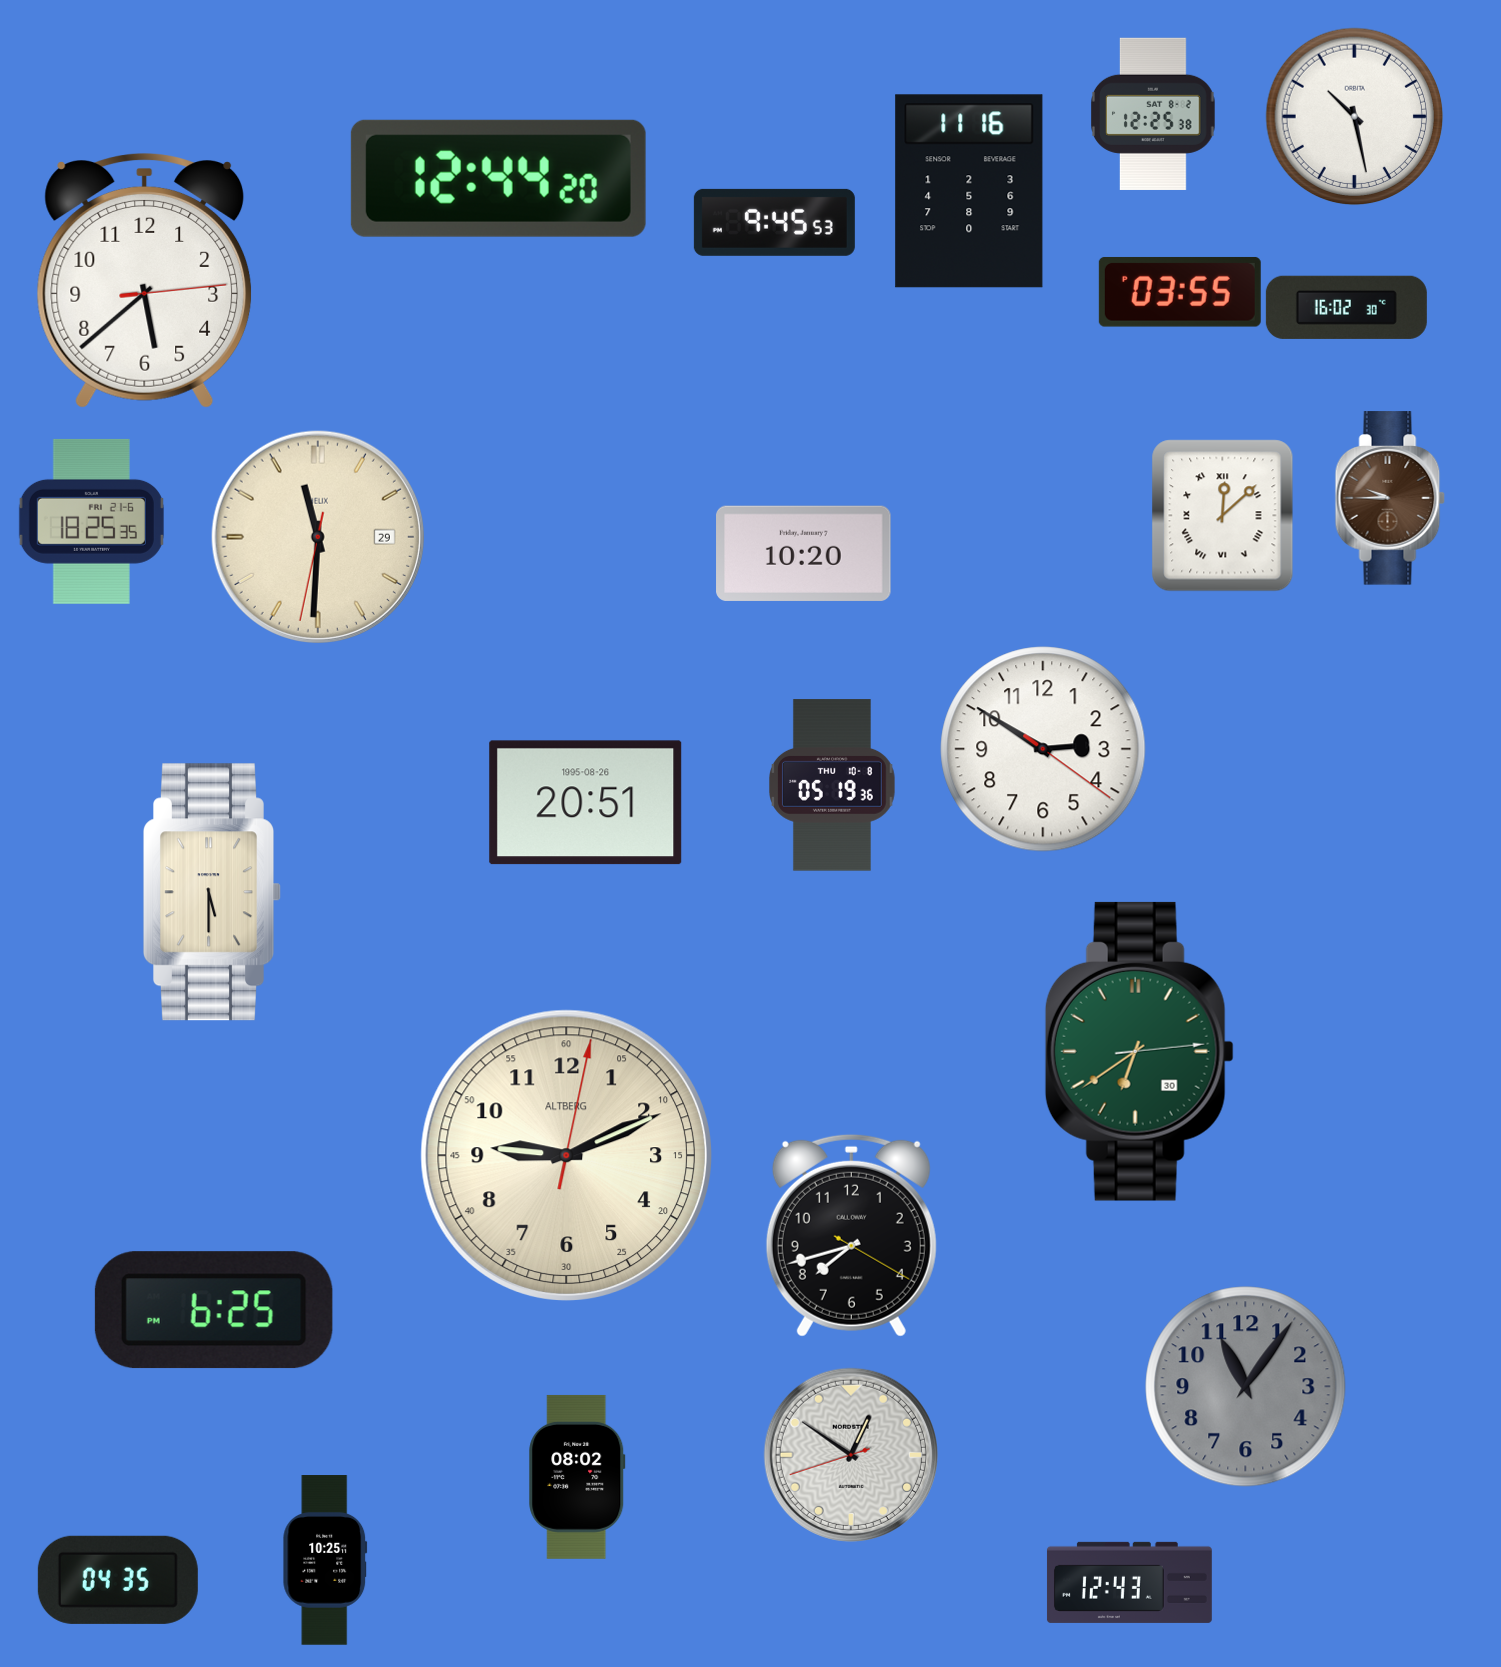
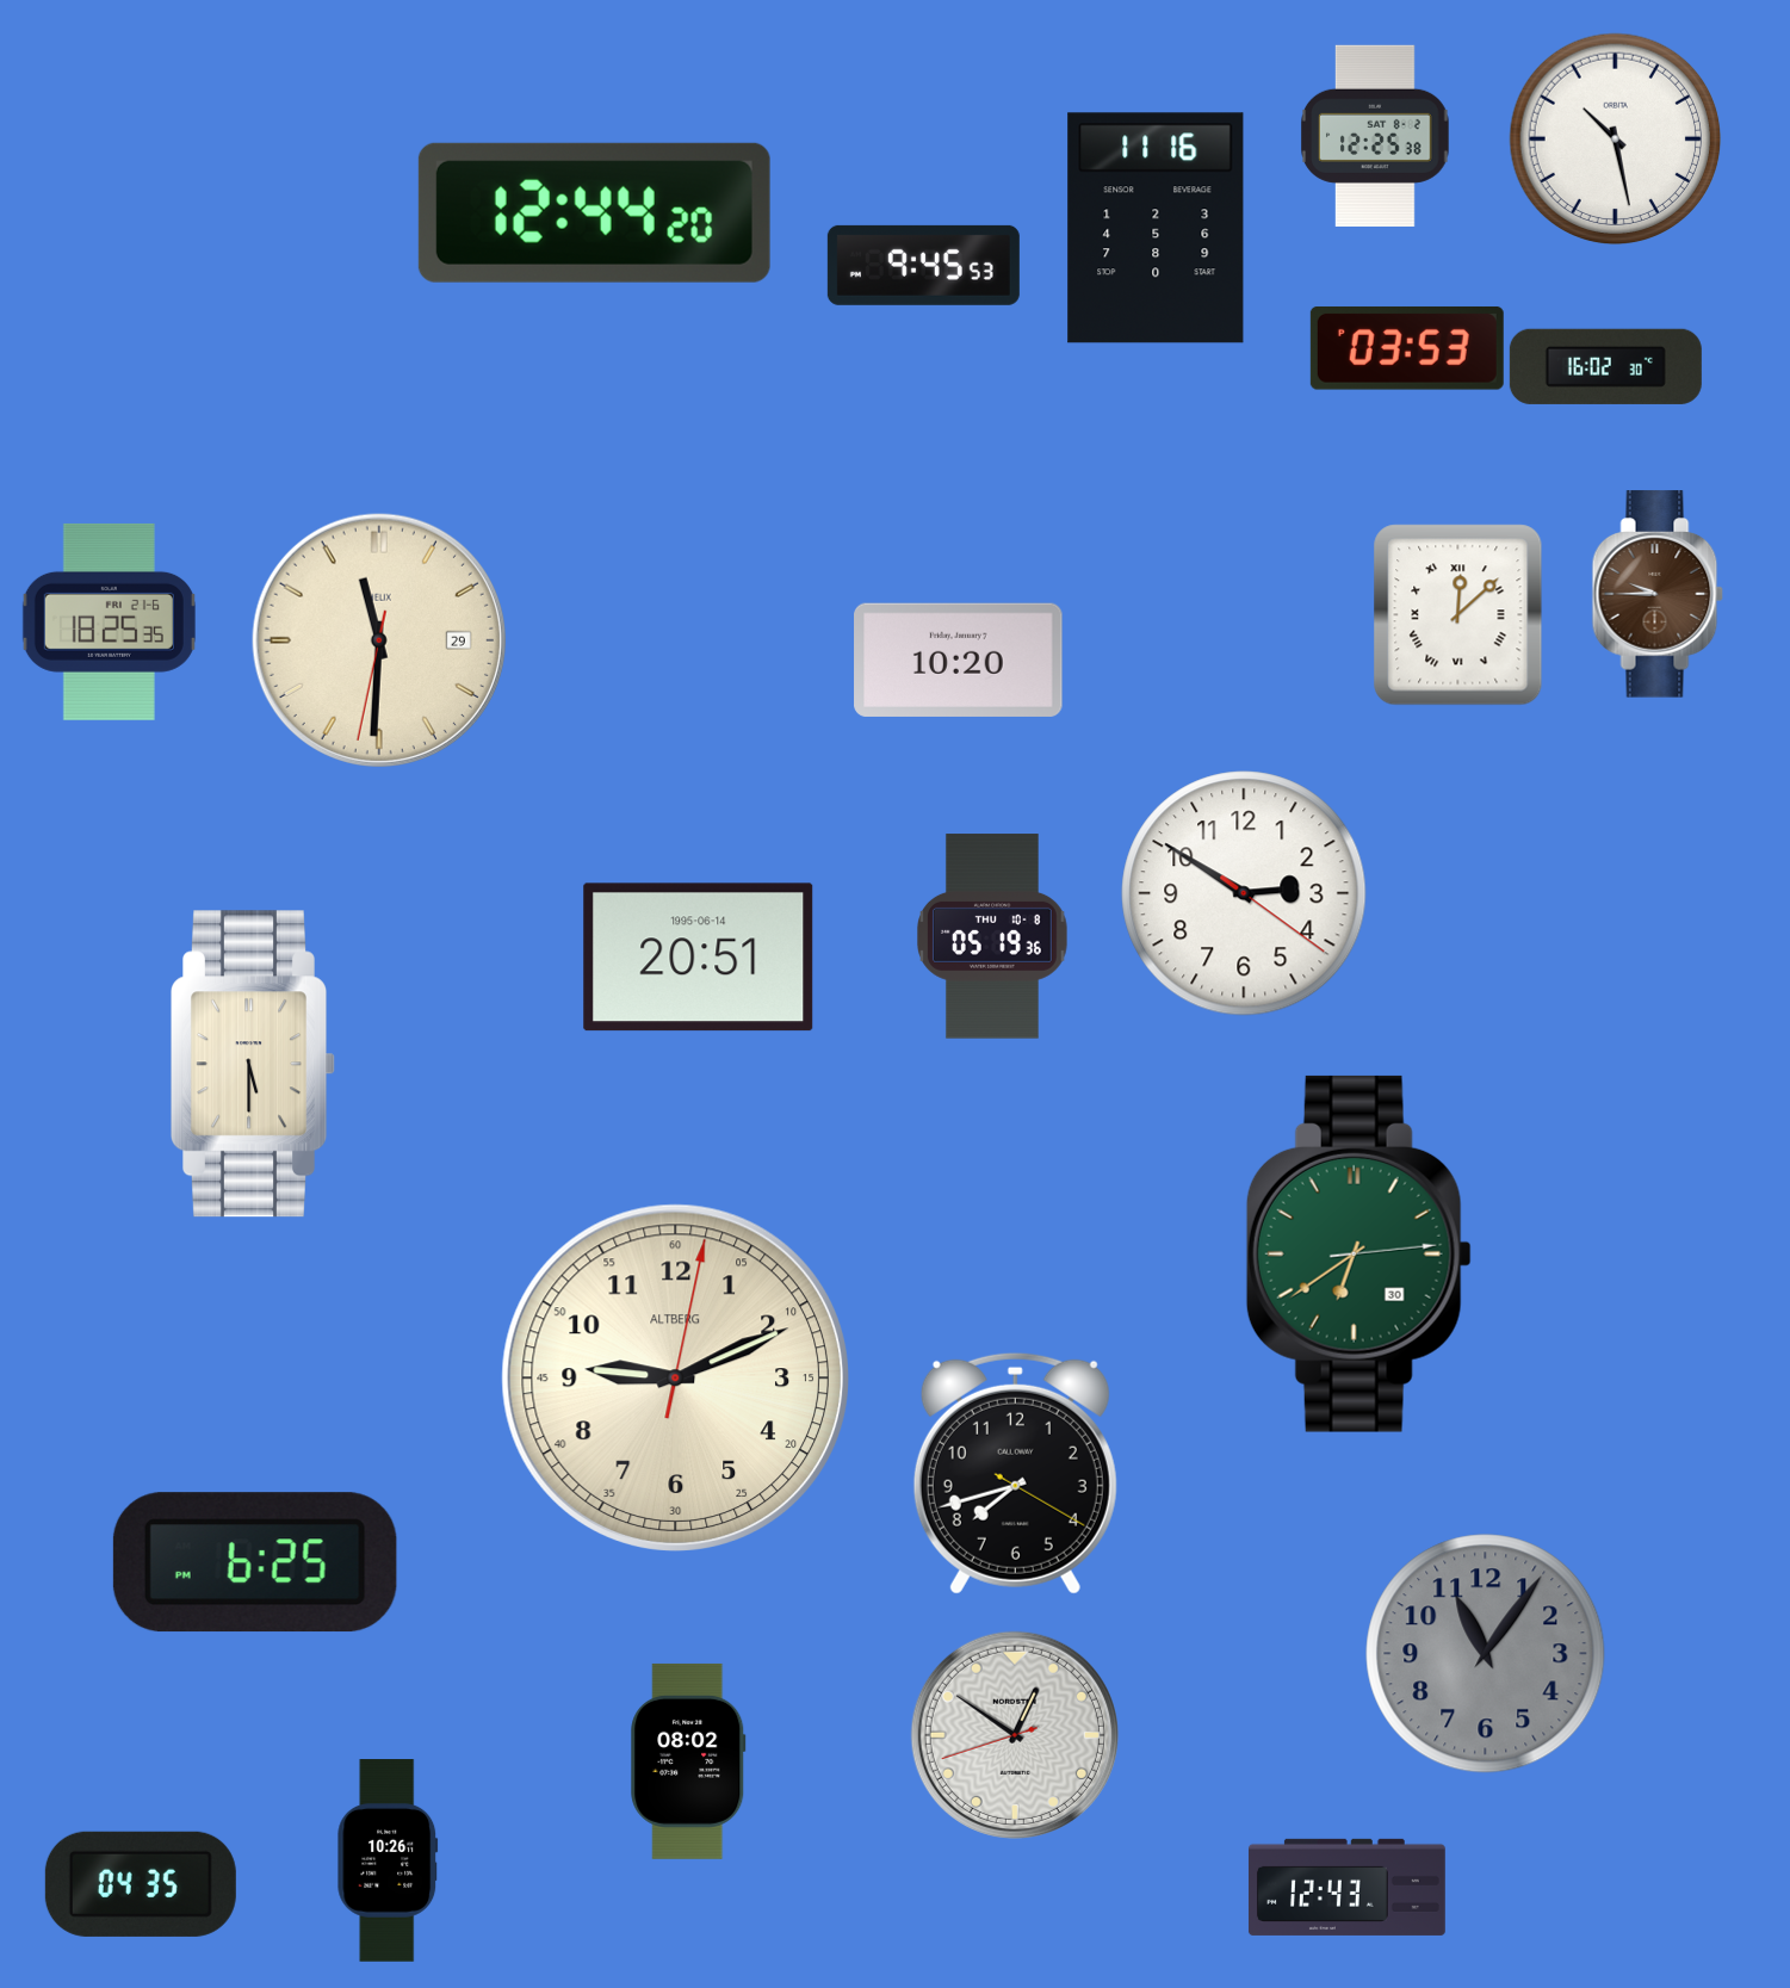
clock at (145, 281): 5:38 -> none
clock at (1180, 292): 03:55 -> 03:53
clock at (586, 803) date: 1995-08-26 -> 1995-06-14
clock at (325, 1560): 10:25 -> 10:26
